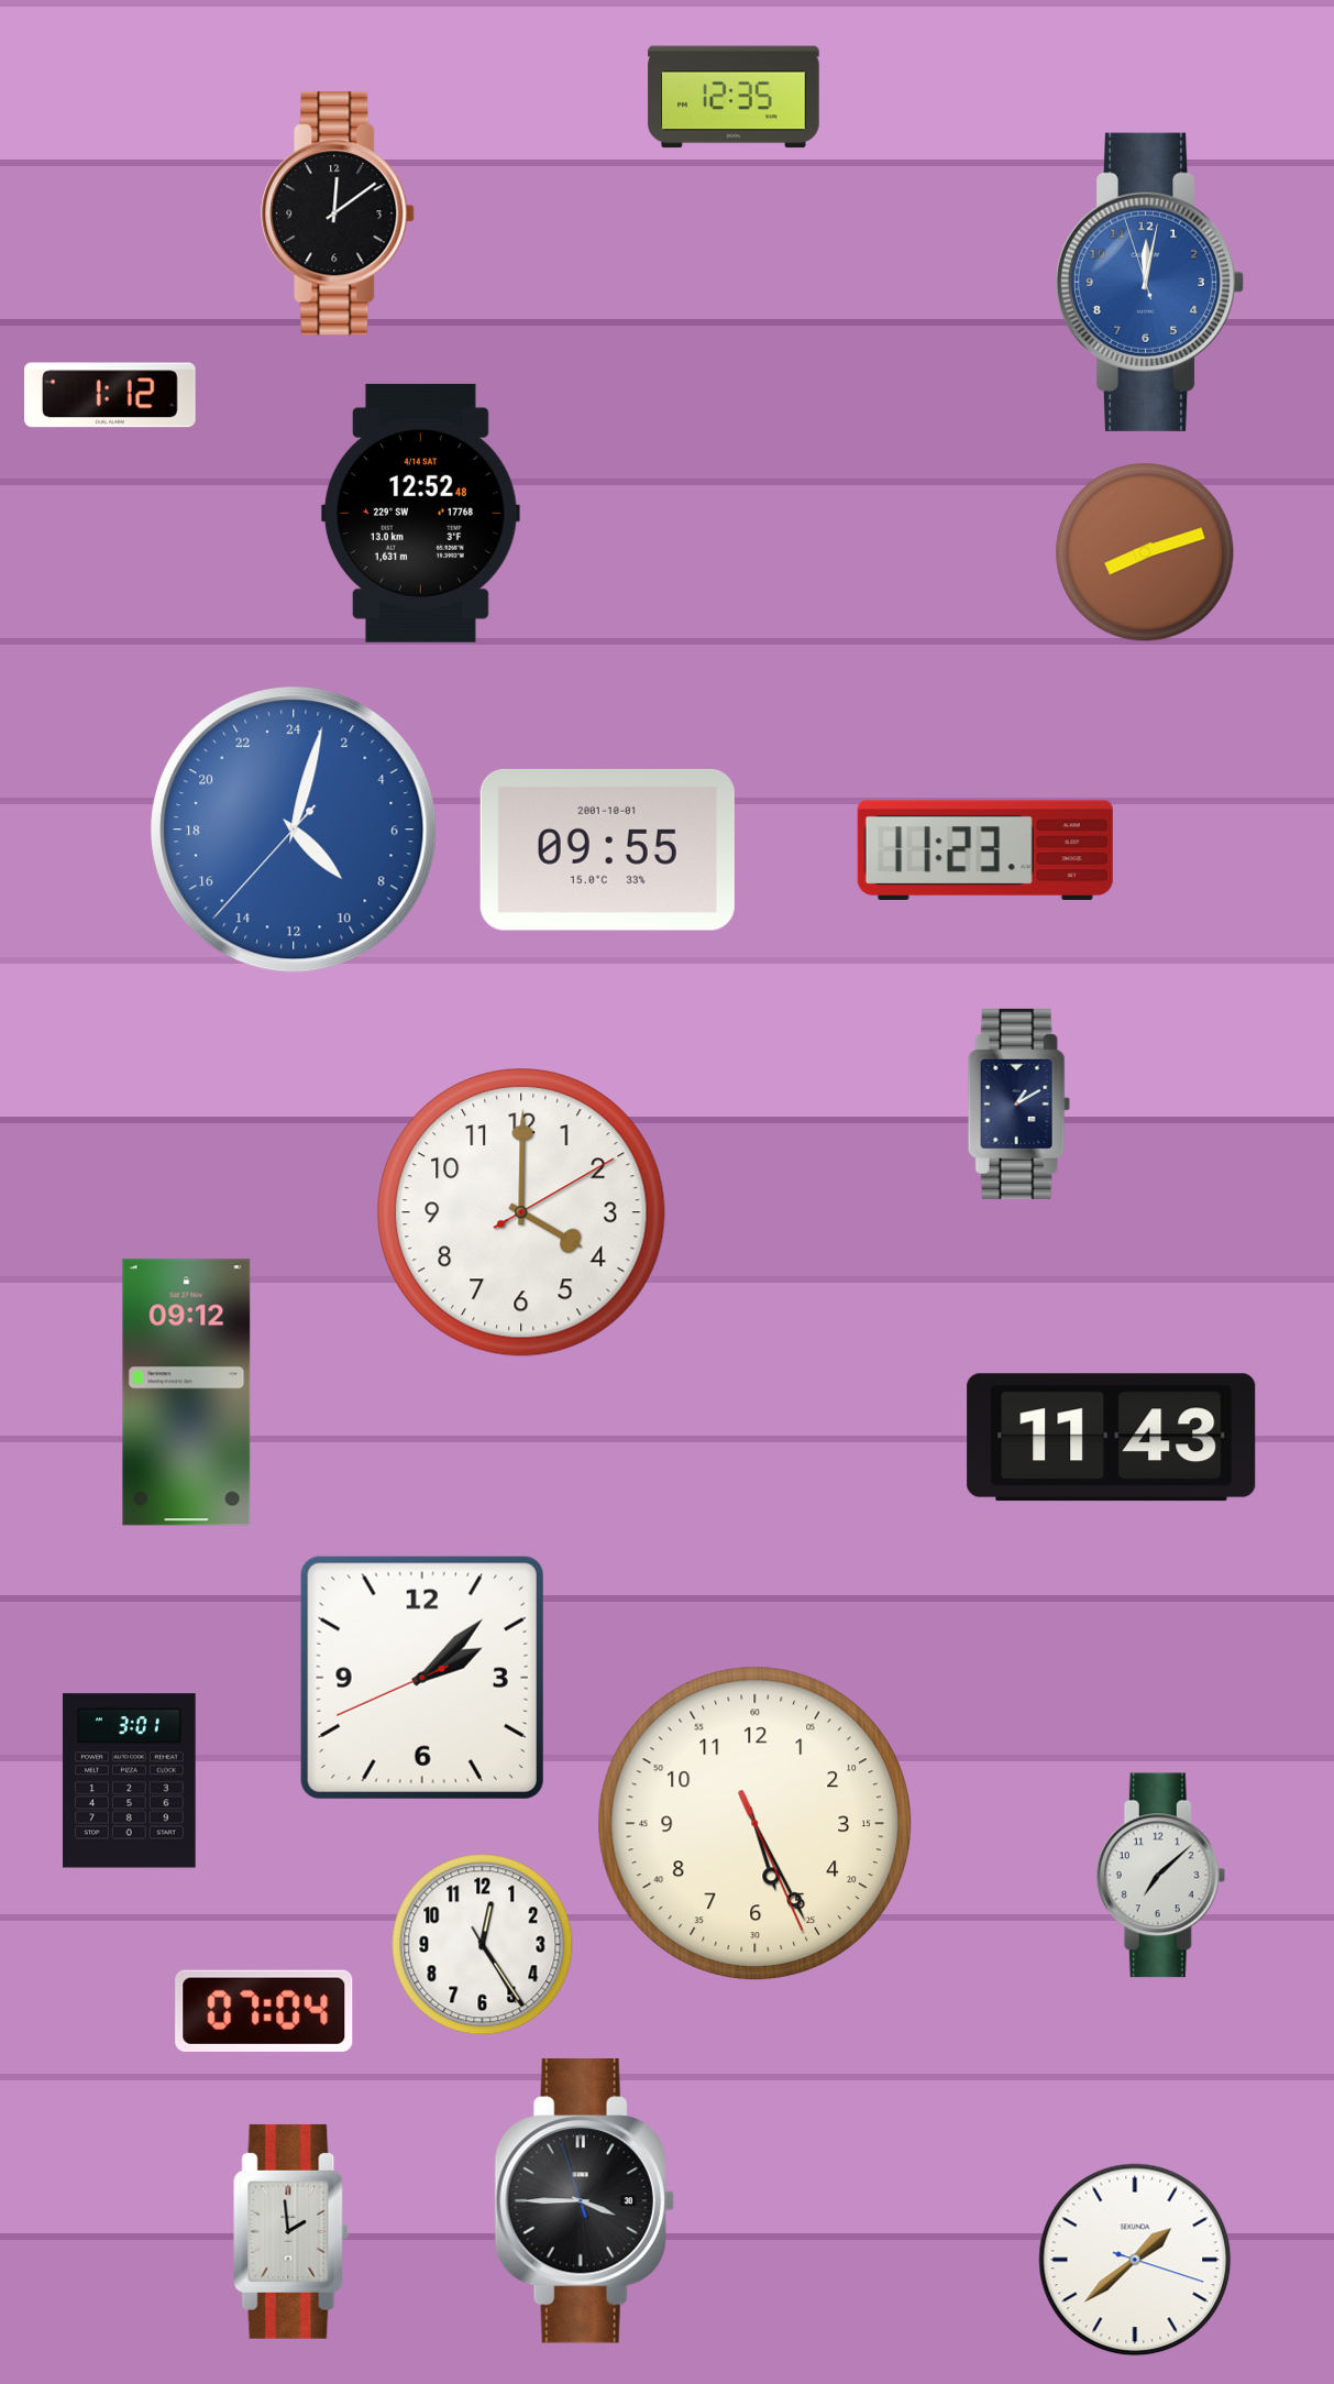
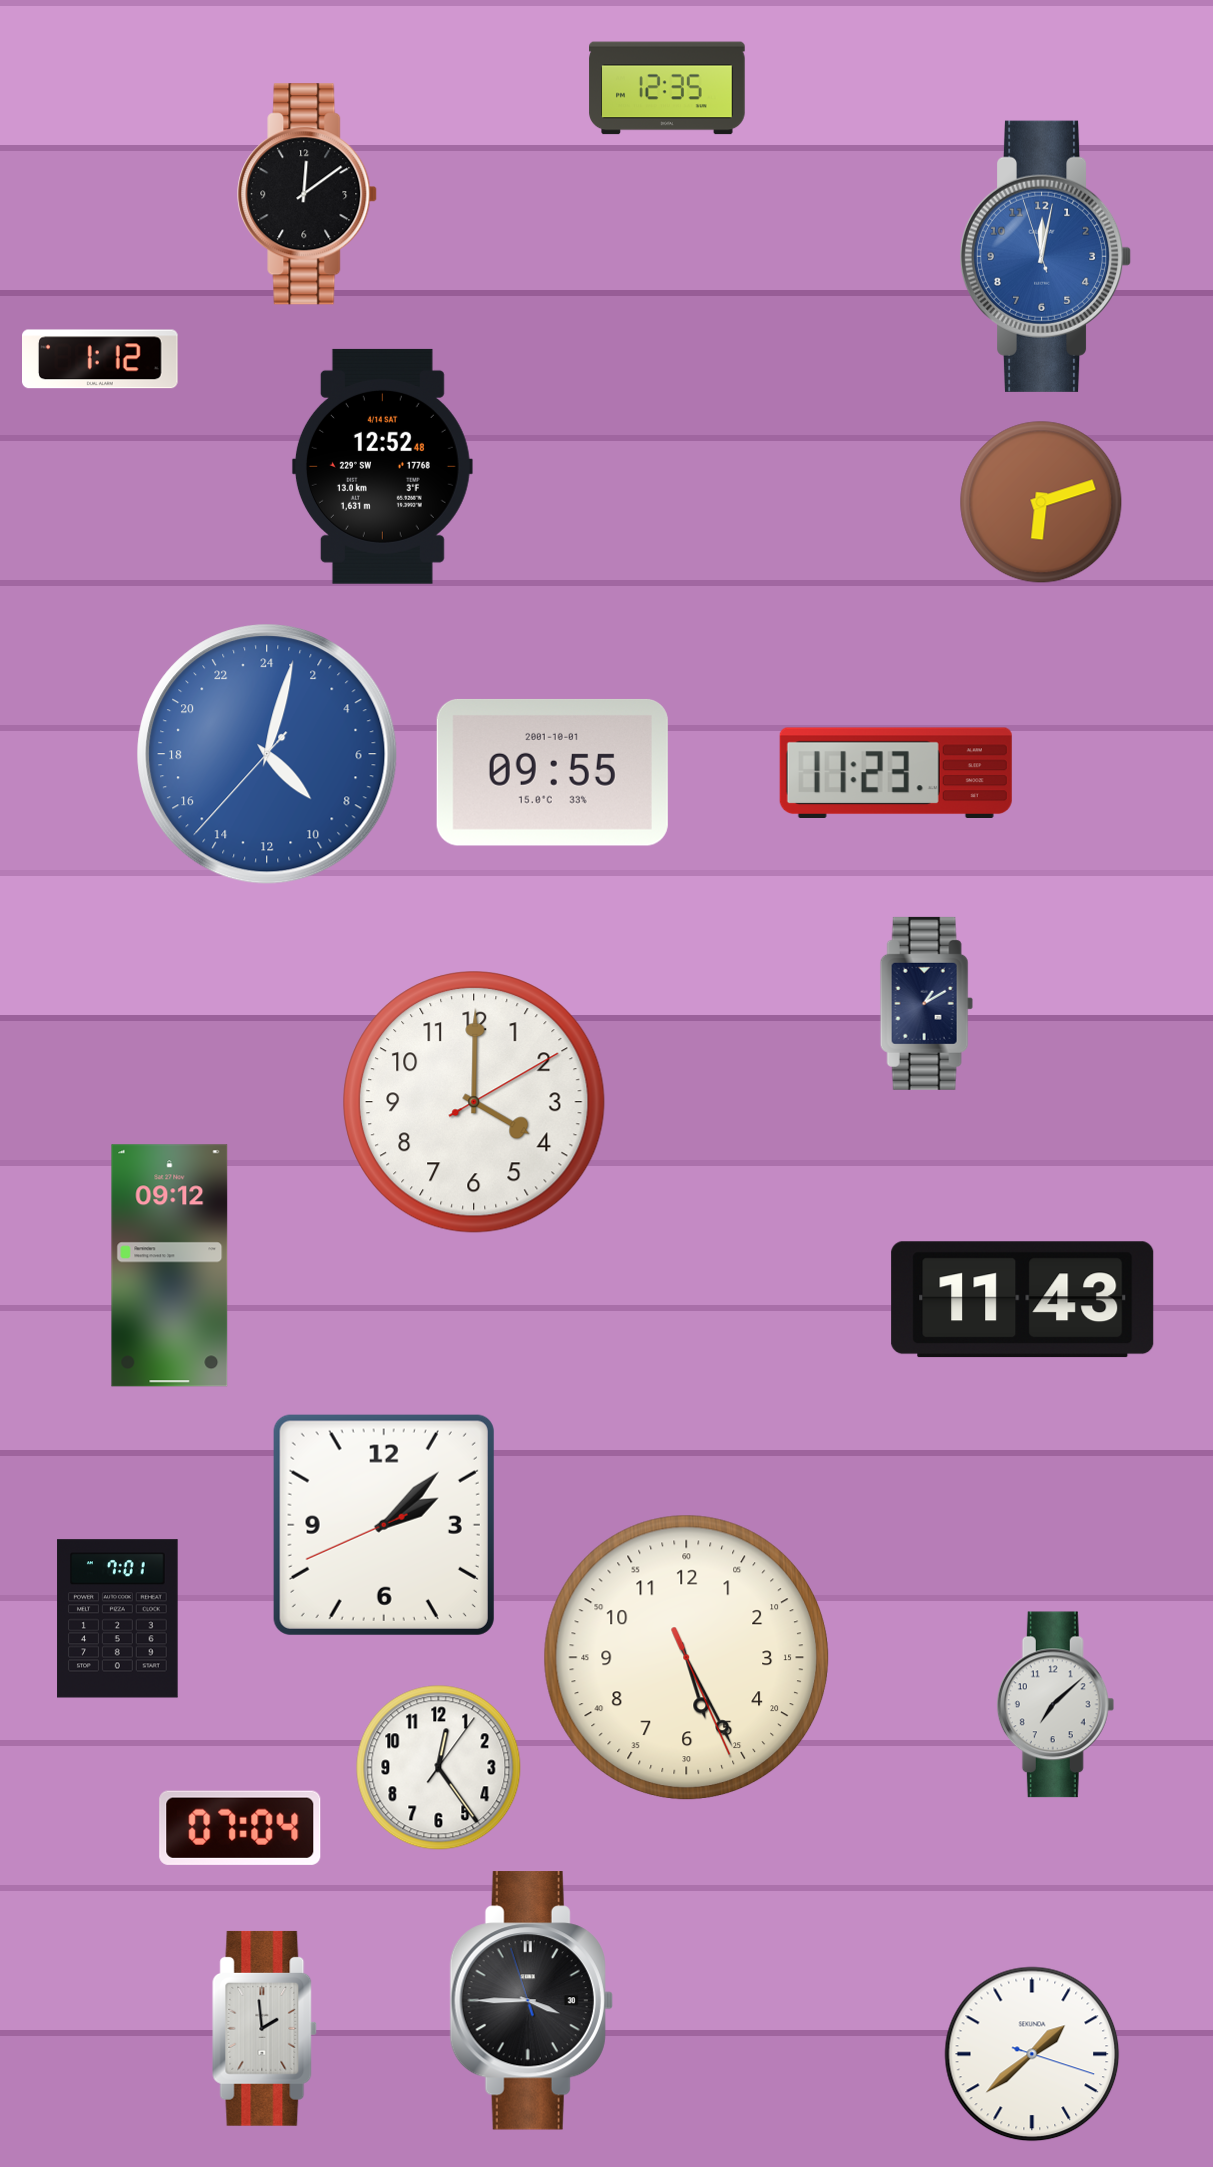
clock at (1145, 552): 8:12 -> 6:12
clock at (1112, 1438) position: (1112, 1438) -> (1023, 1300)
clock at (130, 1781): 3:01 -> 7:01
clock at (483, 1945): 12:24:25 -> 12:24:06
